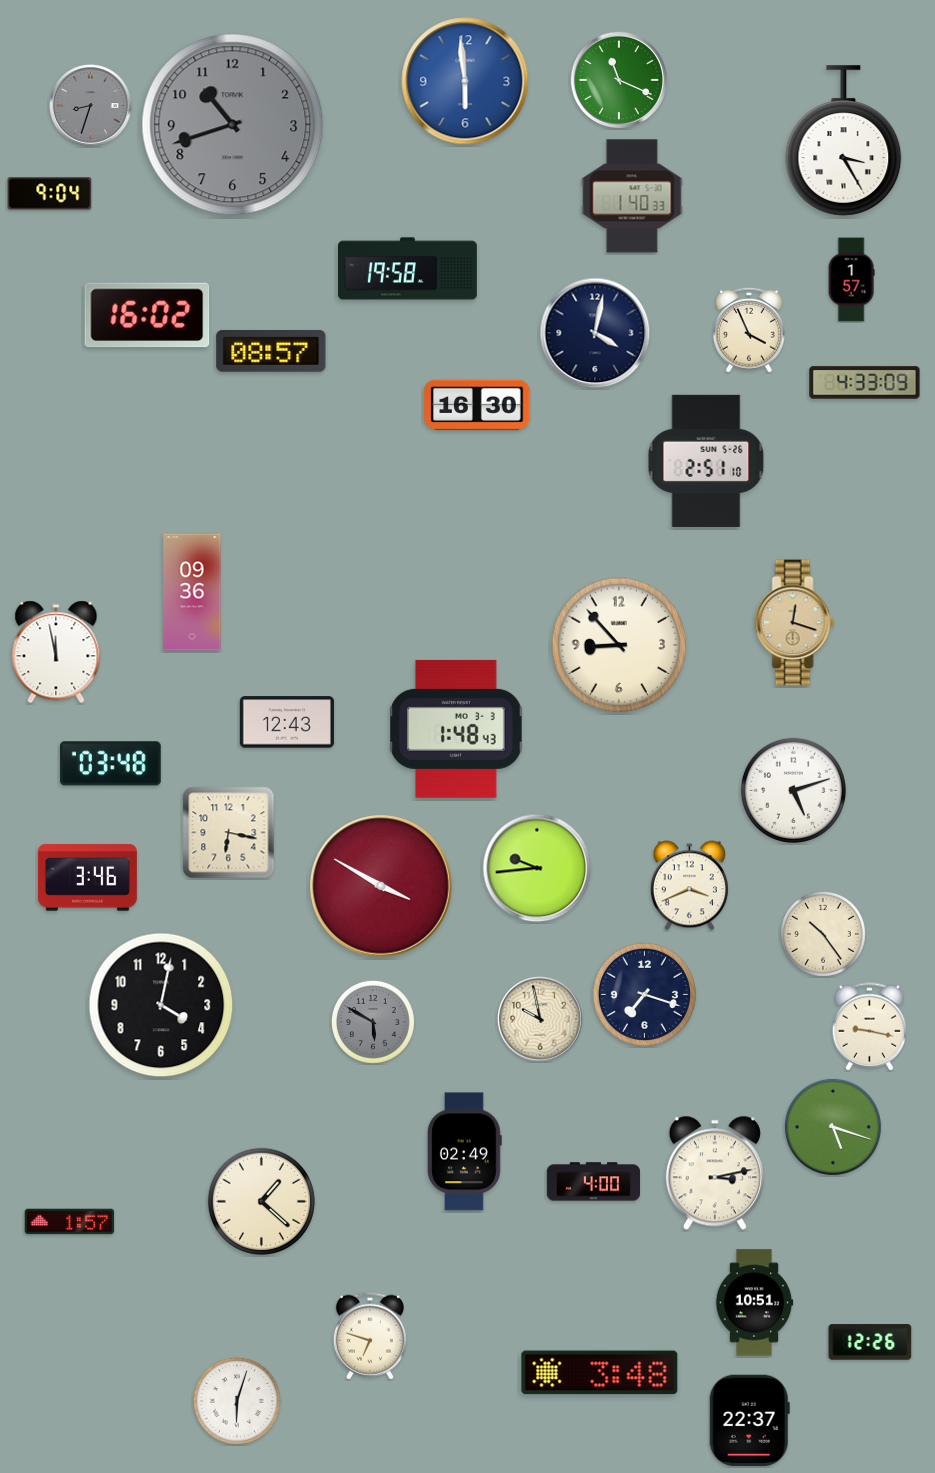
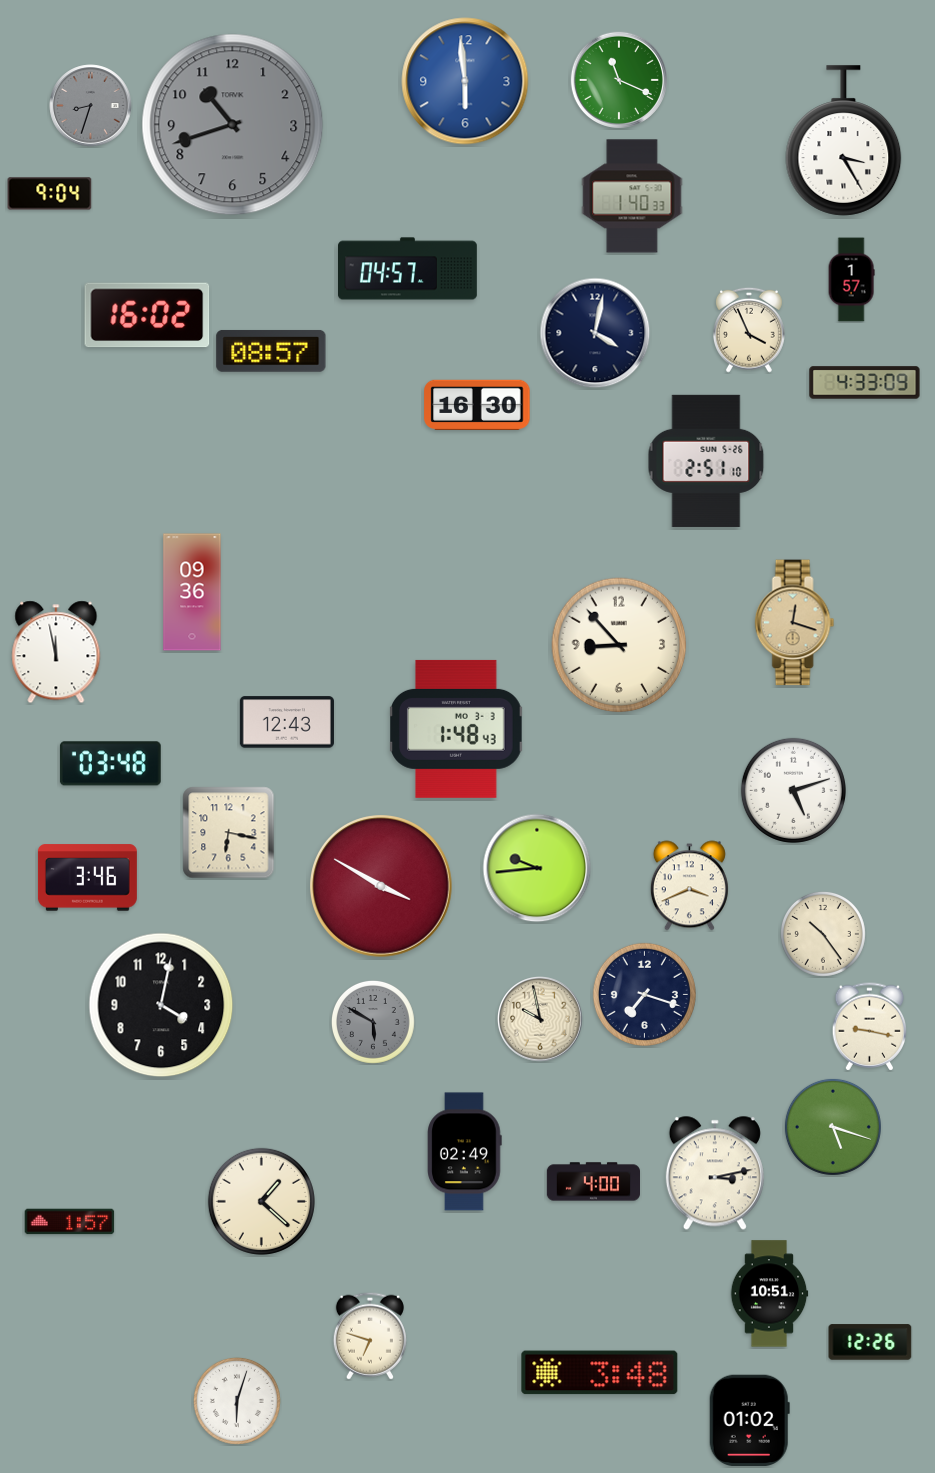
clock at (408, 269): 19:58 -> 04:57
clock at (754, 1303) position: (754, 1303) -> (769, 1294)
clock at (749, 1420): 22:37 -> 01:02
